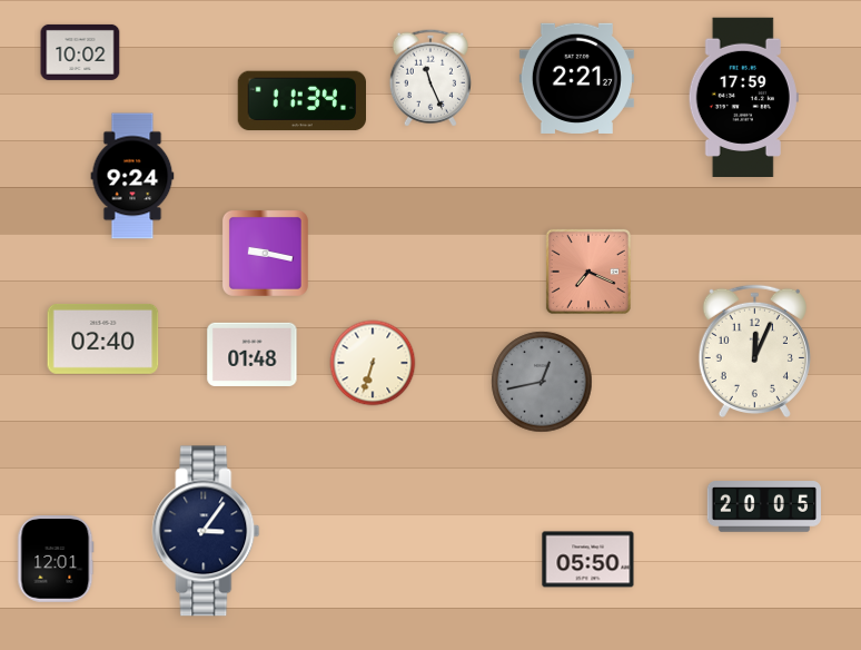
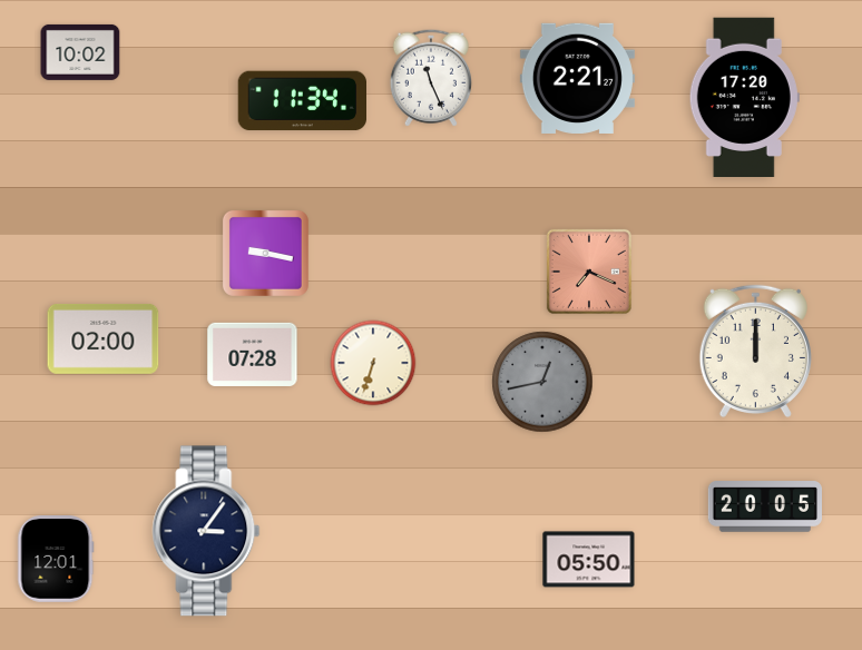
clock at (743, 97): 17:59 -> 17:20
clock at (132, 176): 9:24 -> none
clock at (103, 338): 02:40 -> 02:00
clock at (754, 352): 12:04 -> 12:00
clock at (253, 354): 01:48 -> 07:28
